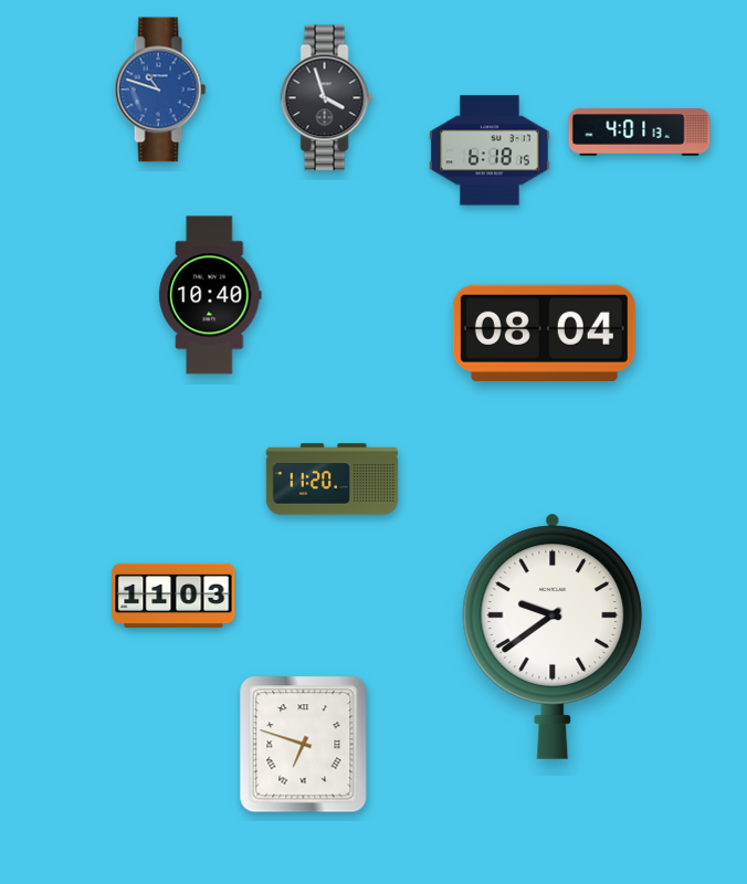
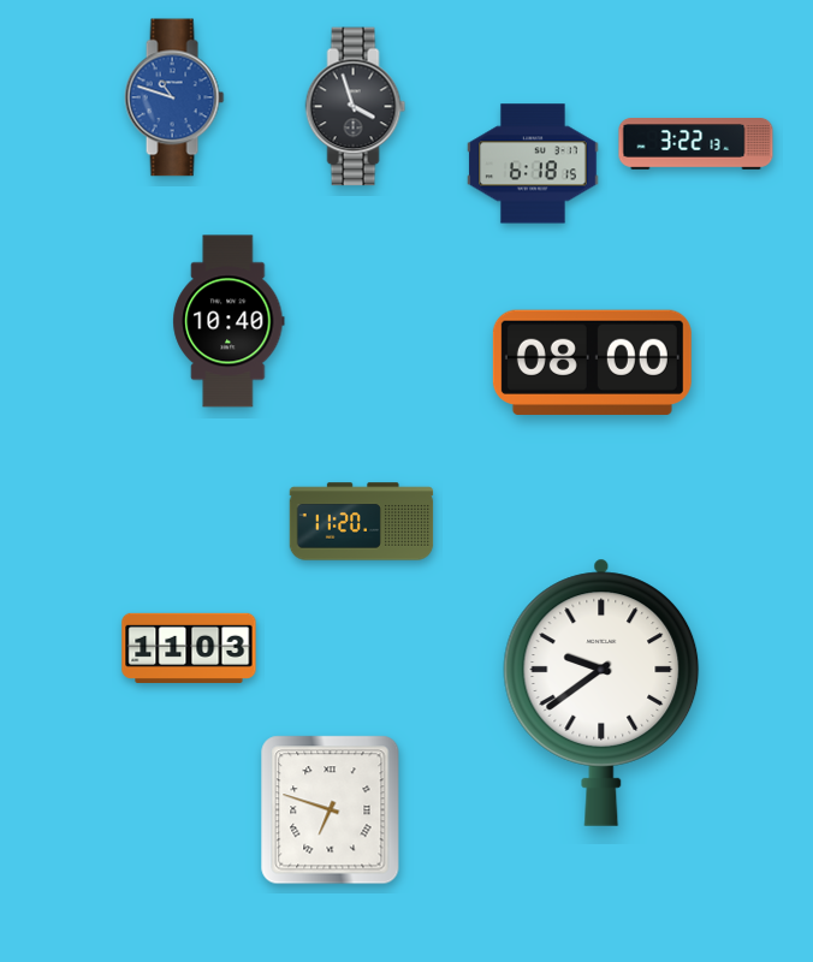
clock at (640, 133): 4:01 -> 3:22
clock at (544, 333): 08:04 -> 08:00
